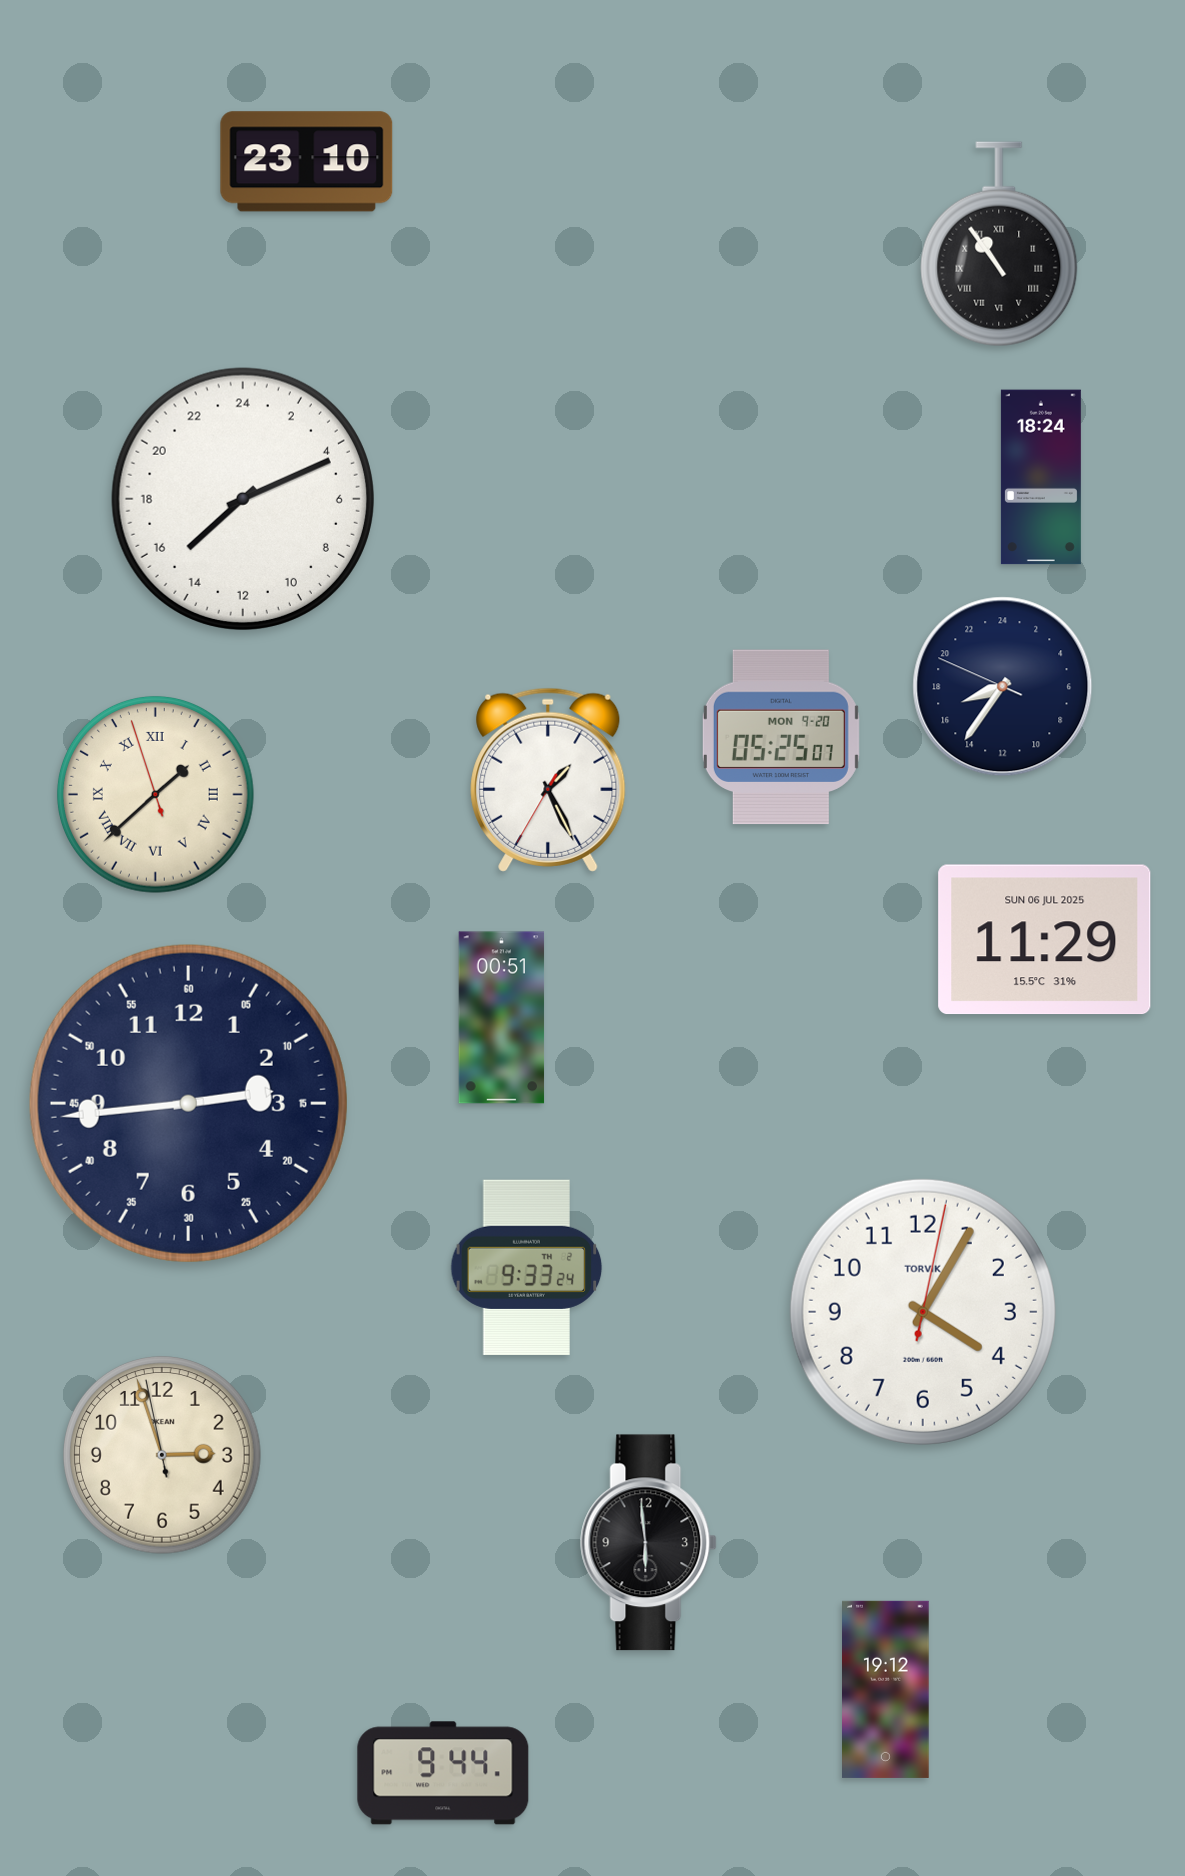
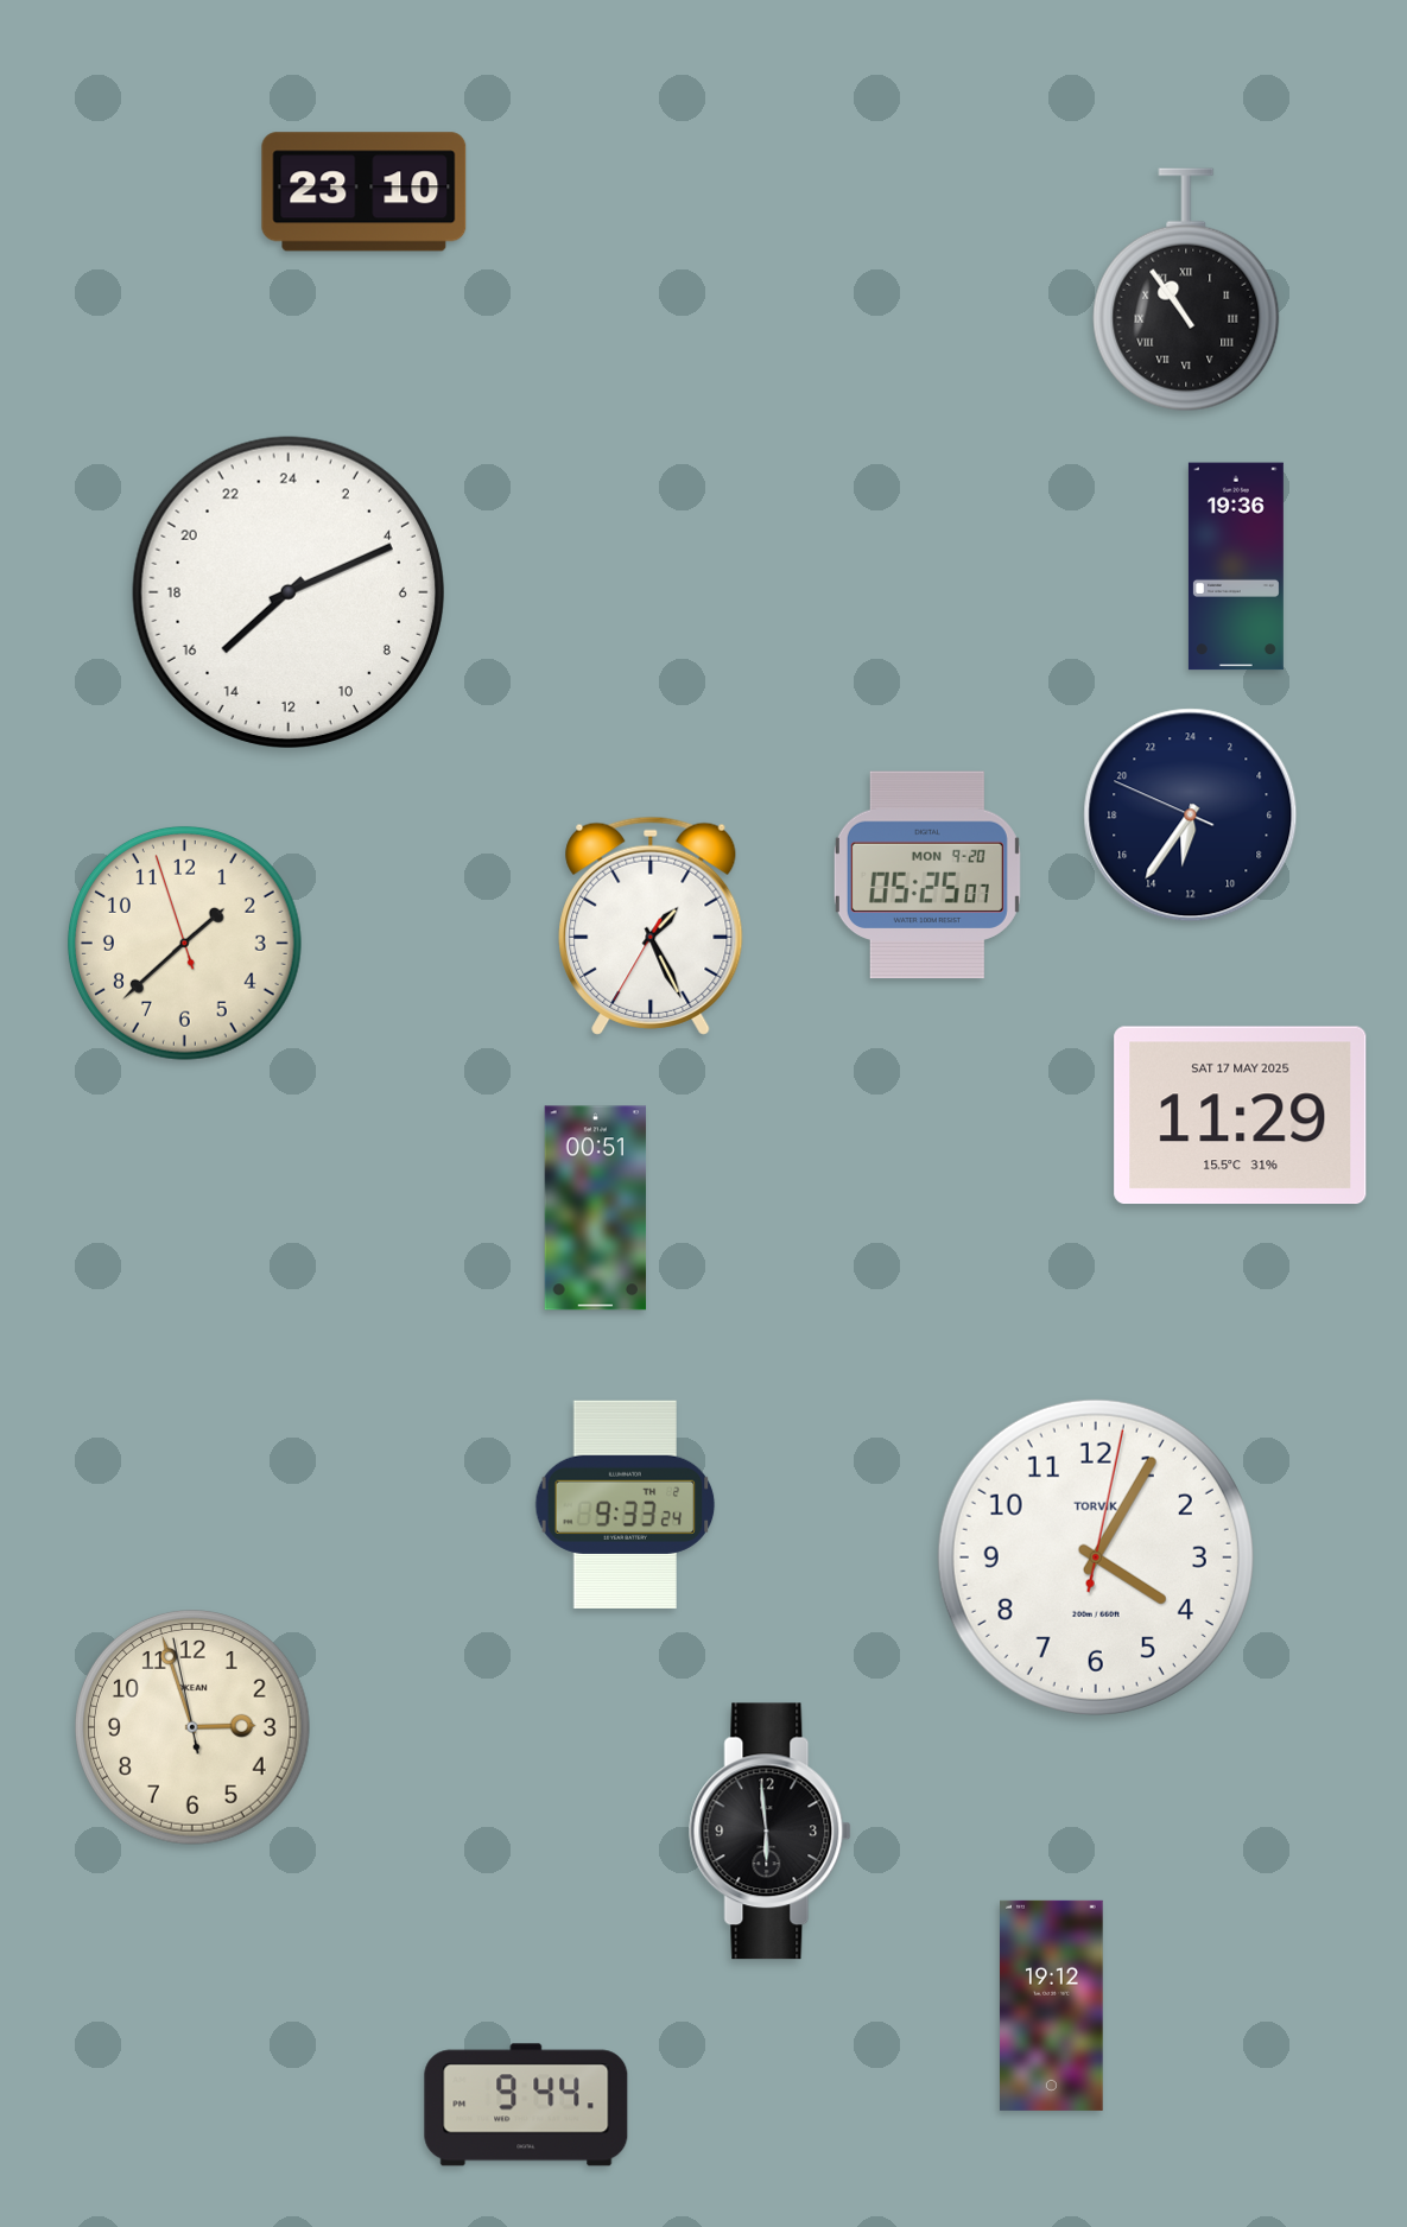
clock at (1041, 477): 18:24 -> 19:36
clock at (1003, 687): 16:35 -> 12:35
clock at (155, 794) numerals: Roman -> Arabic
clock at (1045, 940) date: SUN 06 JUL 2025 -> SAT 17 MAY 2025
clock at (188, 1103): 2:44 -> none
